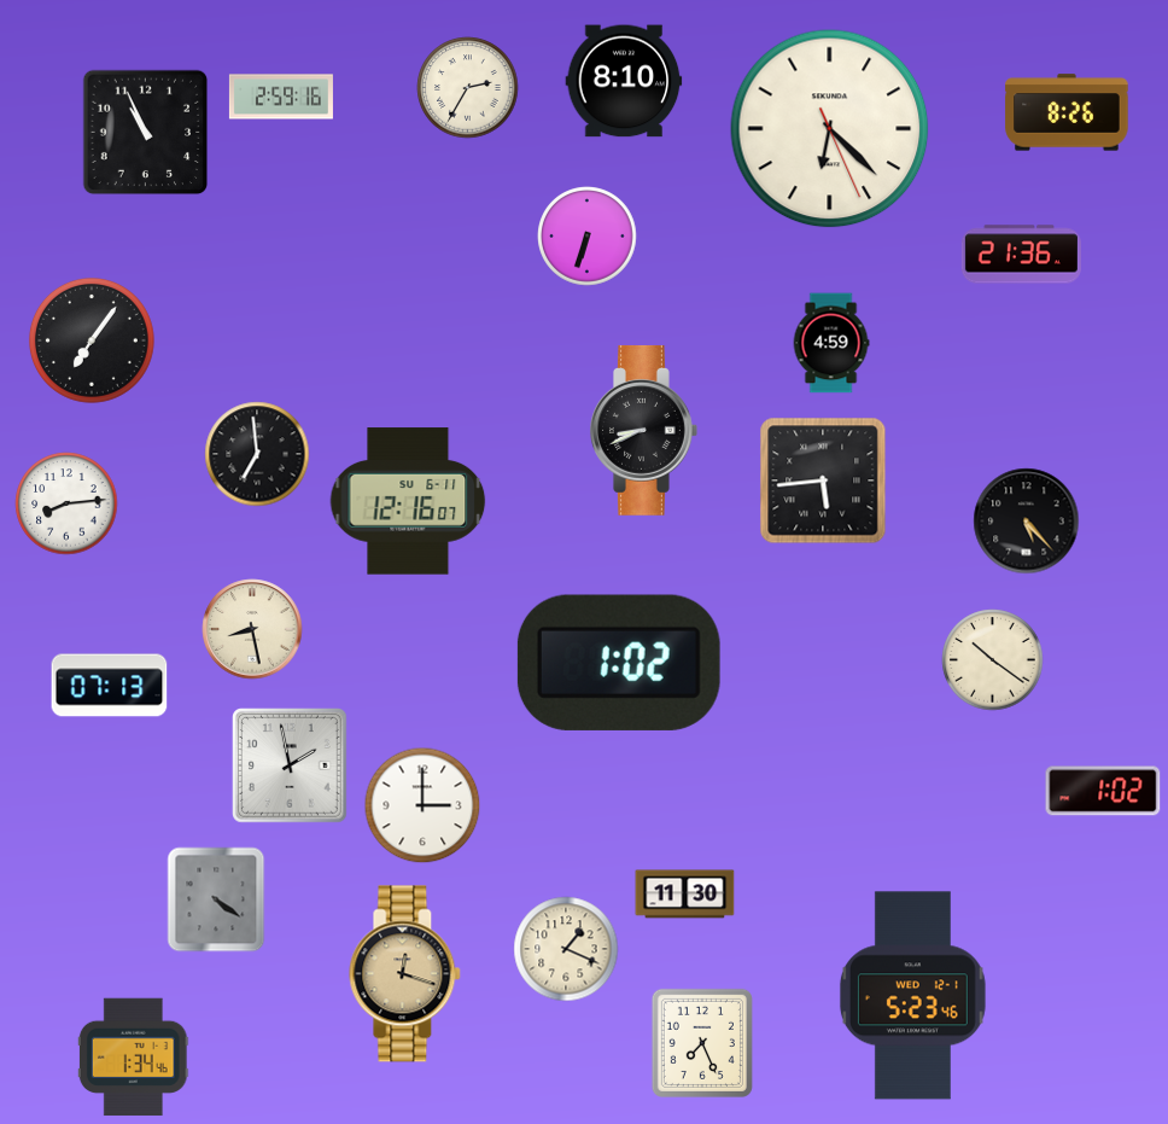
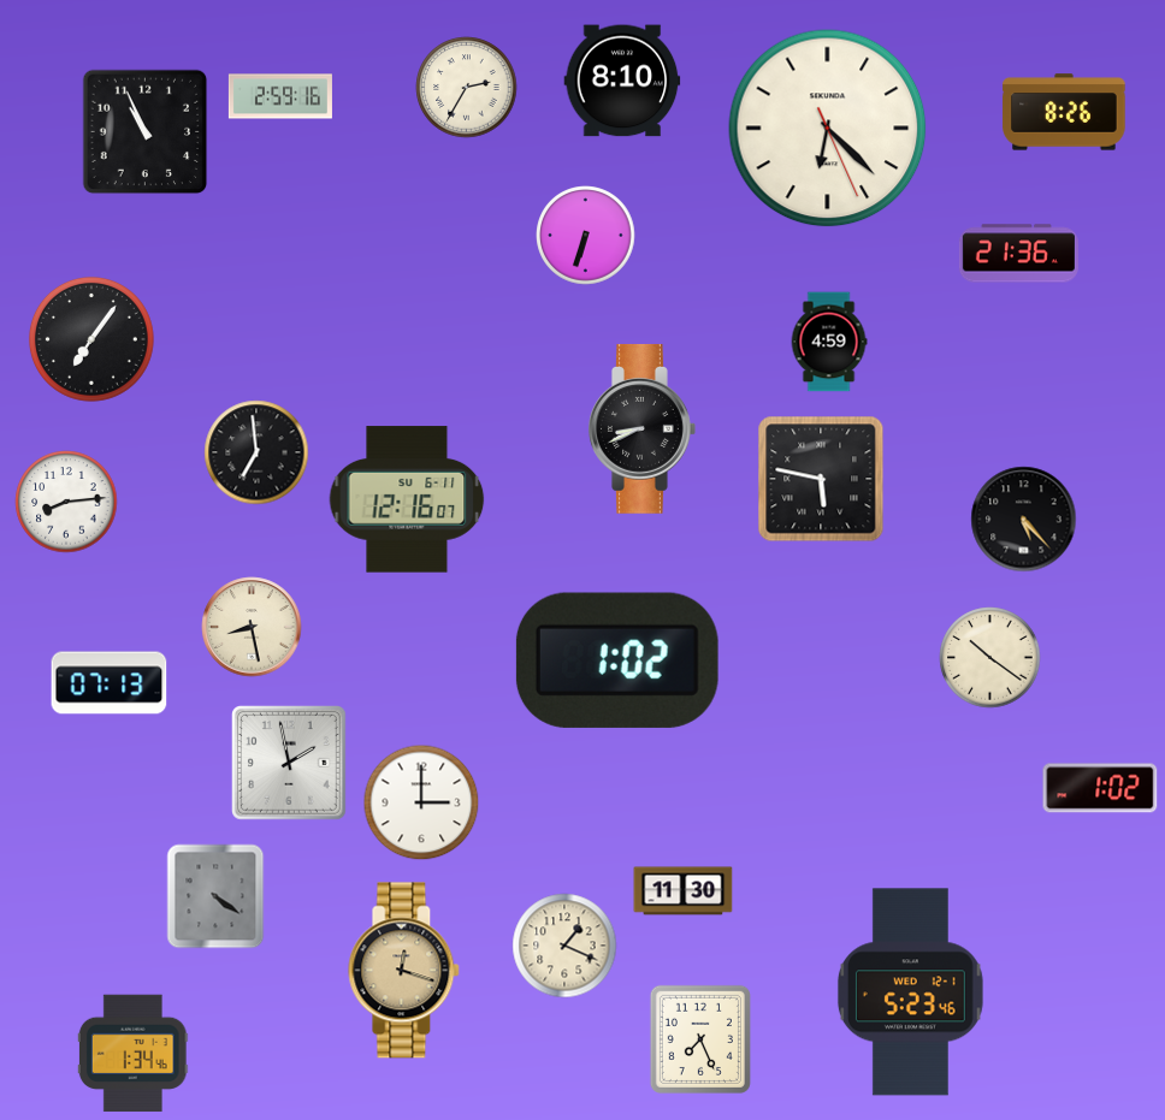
clock at (823, 481): 5:44 -> 5:47
